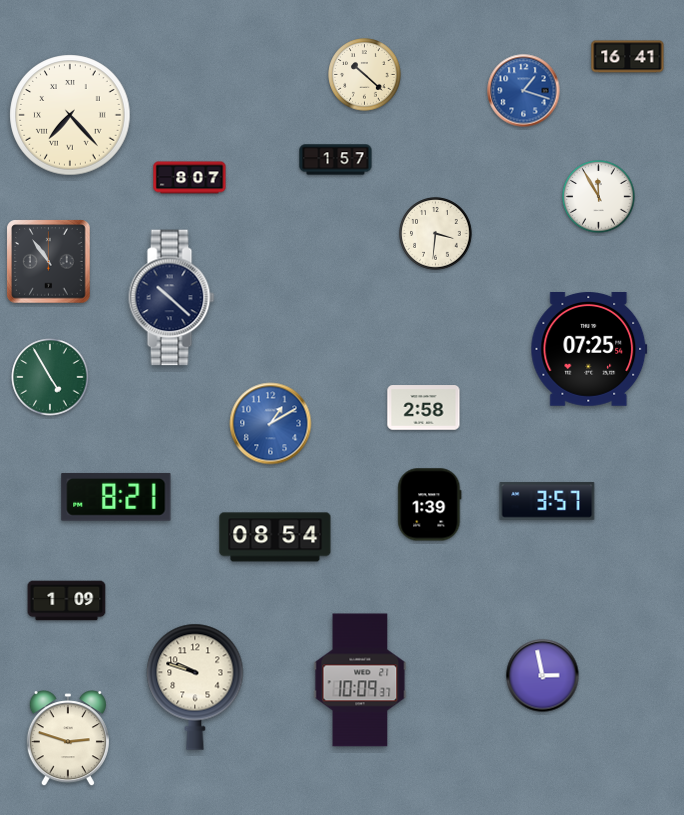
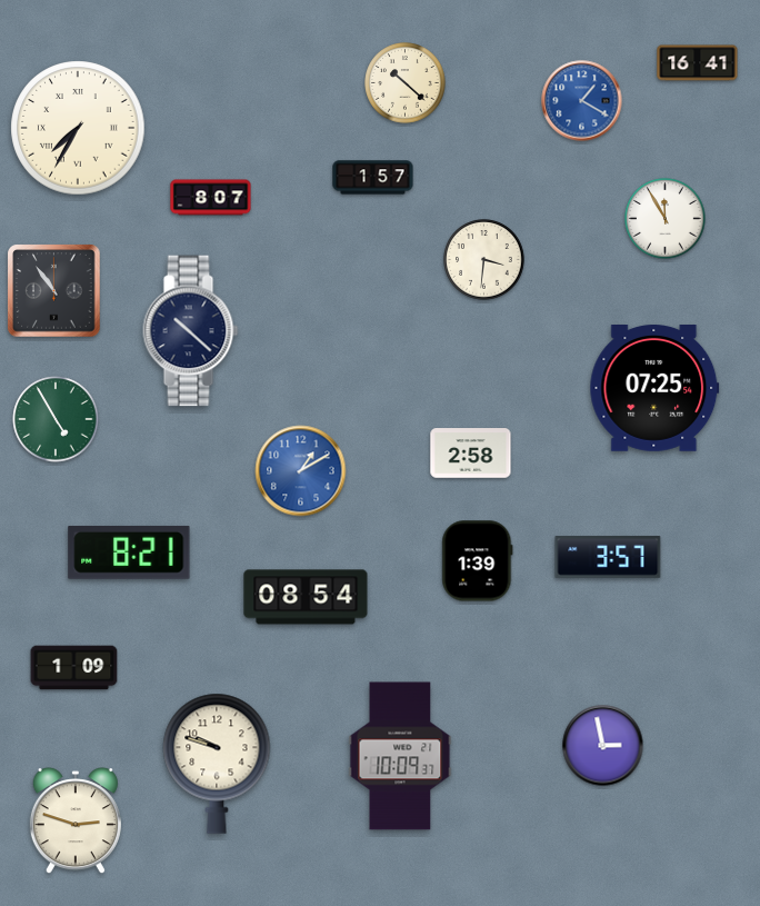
clock at (524, 91): 1:18 -> 1:20
clock at (70, 115): 7:23 -> 7:35
clock at (543, 676) position: (543, 676) -> (603, 746)
